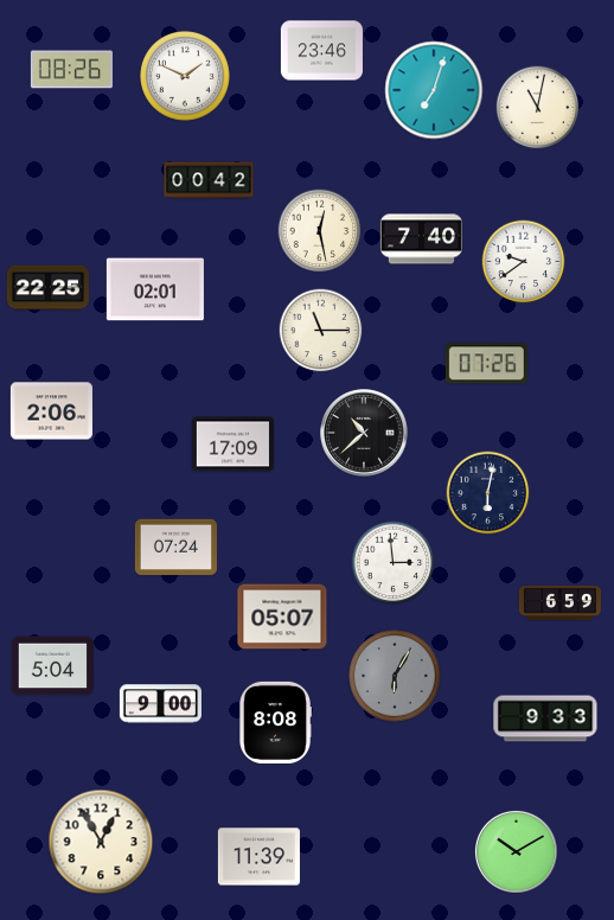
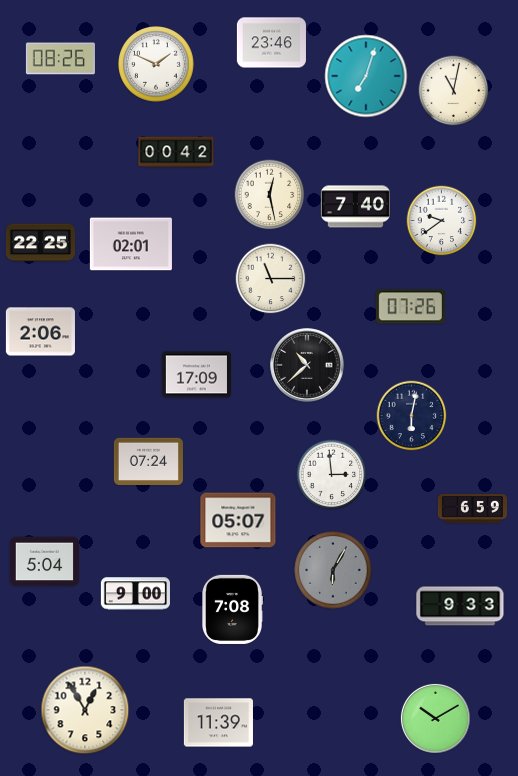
clock at (421, 239) position: (421, 239) -> (355, 207)
clock at (51, 411) position: (51, 411) -> (40, 332)
clock at (275, 722): 8:08 -> 7:08
